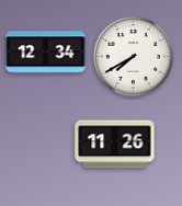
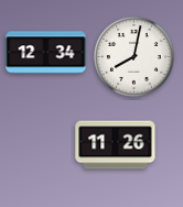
clock at (133, 56): 7:40 -> 8:02
